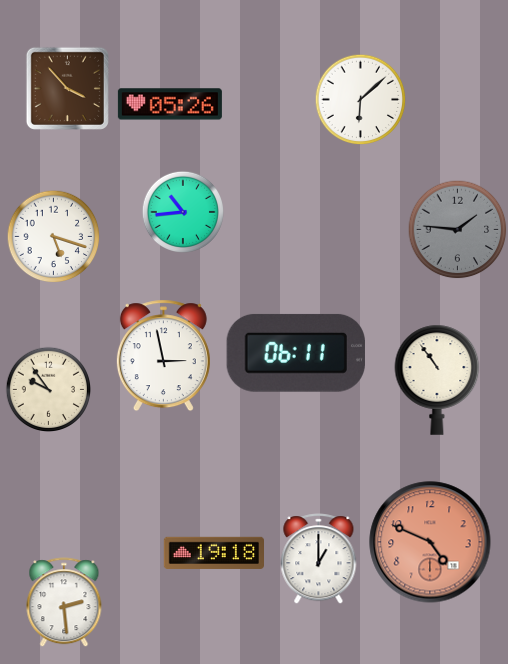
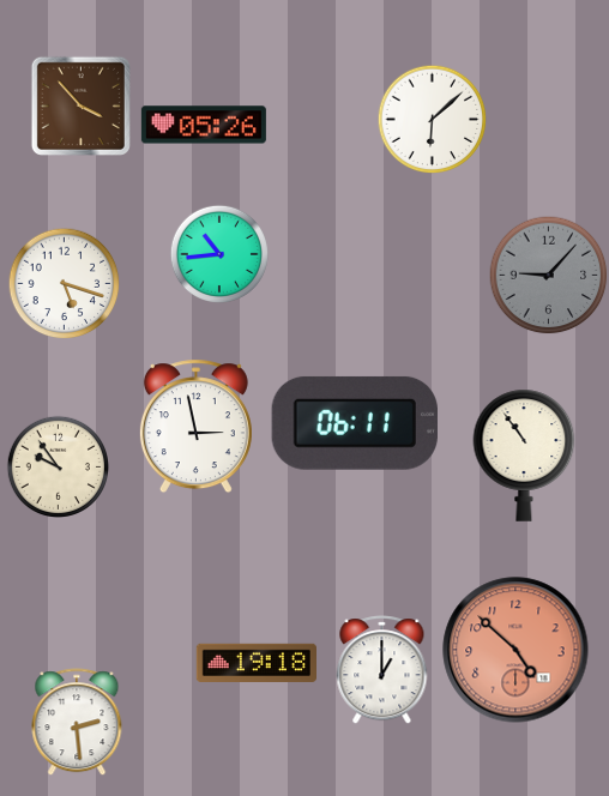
clock at (458, 230): 1:46 -> 9:07
clock at (430, 542): 4:49 -> 4:52
